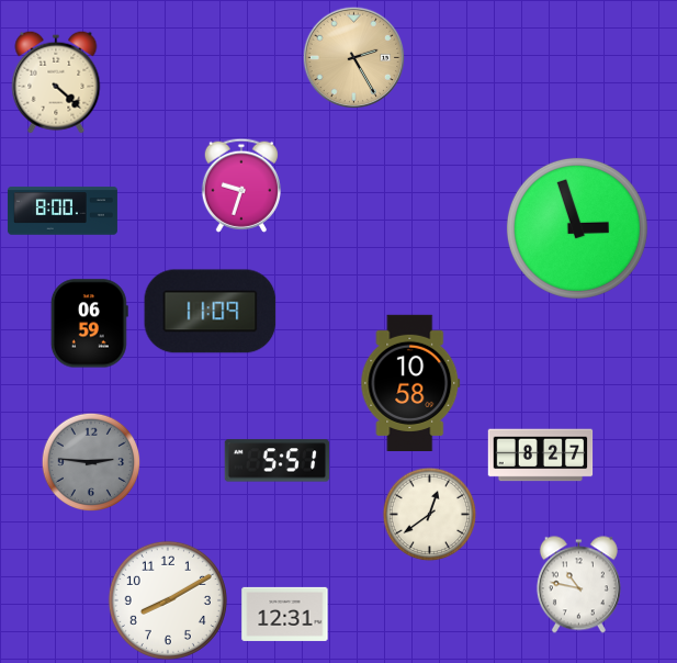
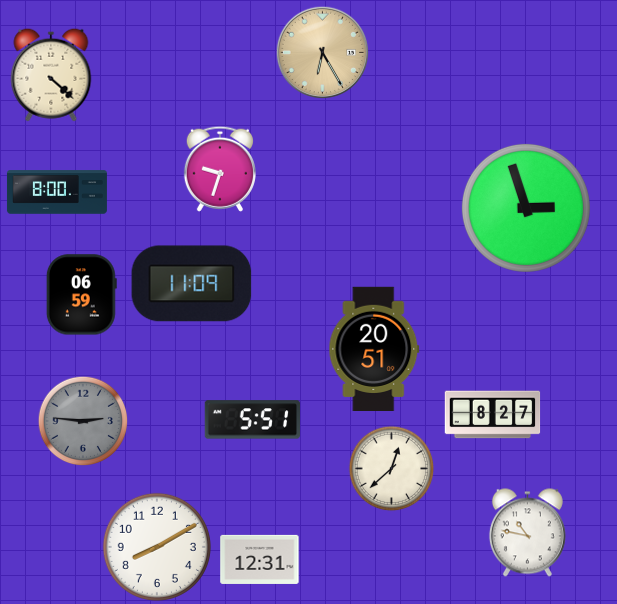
clock at (354, 58): 2:25 -> 6:25
clock at (410, 382): 10:58 -> 20:51
clock at (430, 515): 12:39 -> 12:38
clock at (168, 600) position: (168, 600) -> (157, 547)
